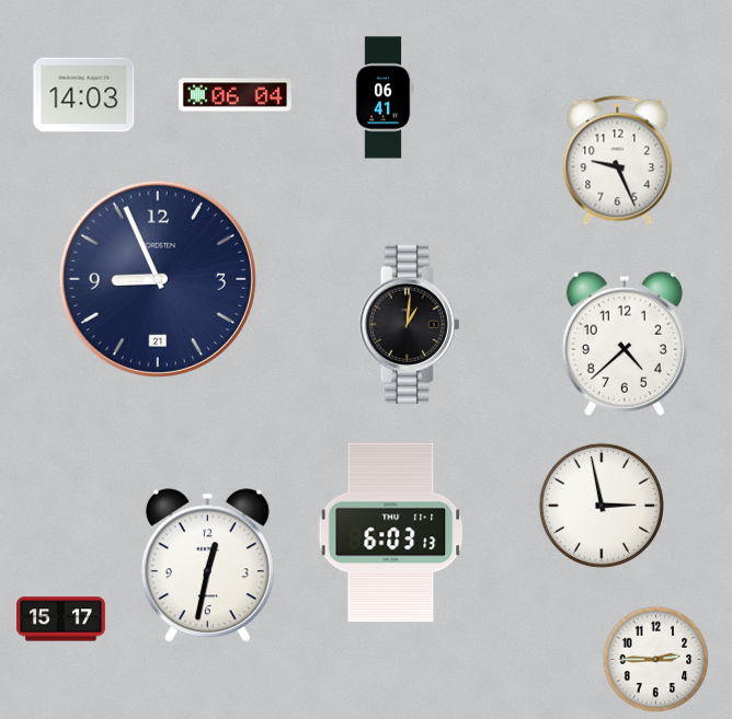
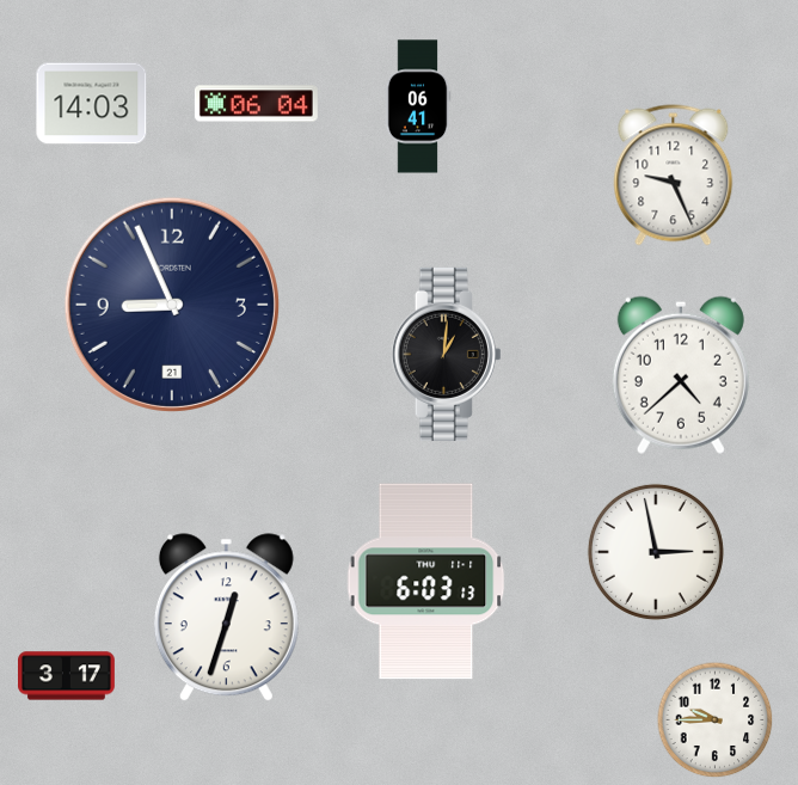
clock at (207, 566): 12:32 -> 12:33
clock at (61, 619): 15:17 -> 3:17
clock at (656, 660): 2:45 -> 9:45
